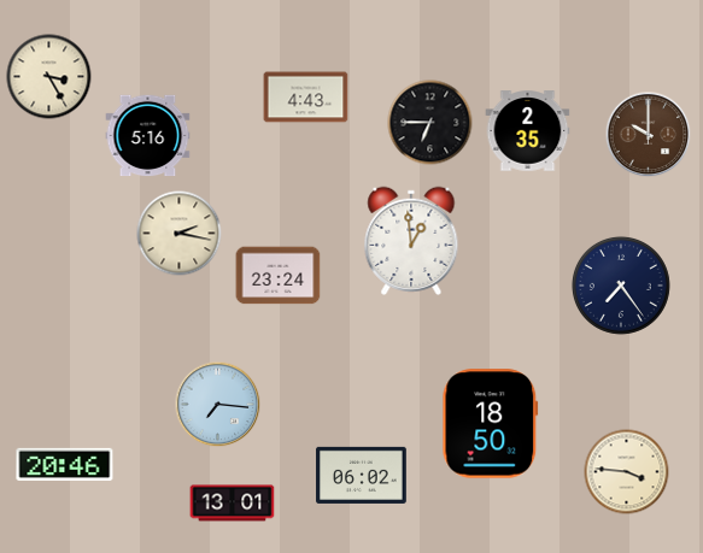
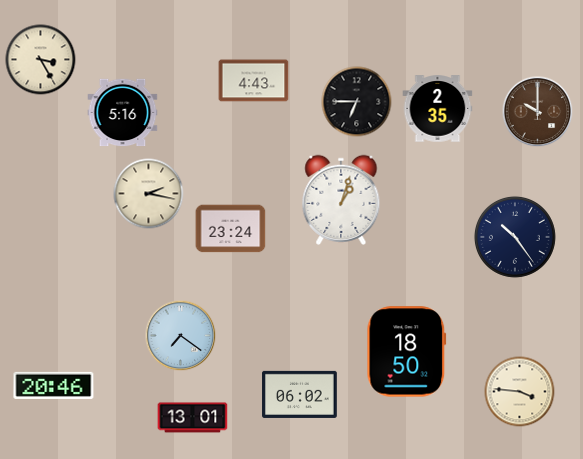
clock at (49, 77) position: (49, 77) -> (41, 60)
clock at (411, 241): 12:59 -> 1:03
clock at (621, 286): 7:24 -> 10:24
clock at (218, 405): 7:16 -> 7:21
